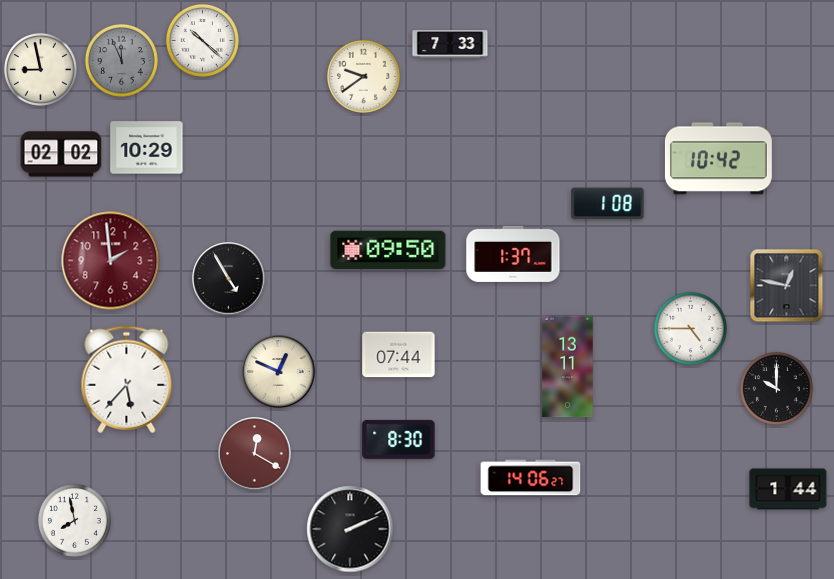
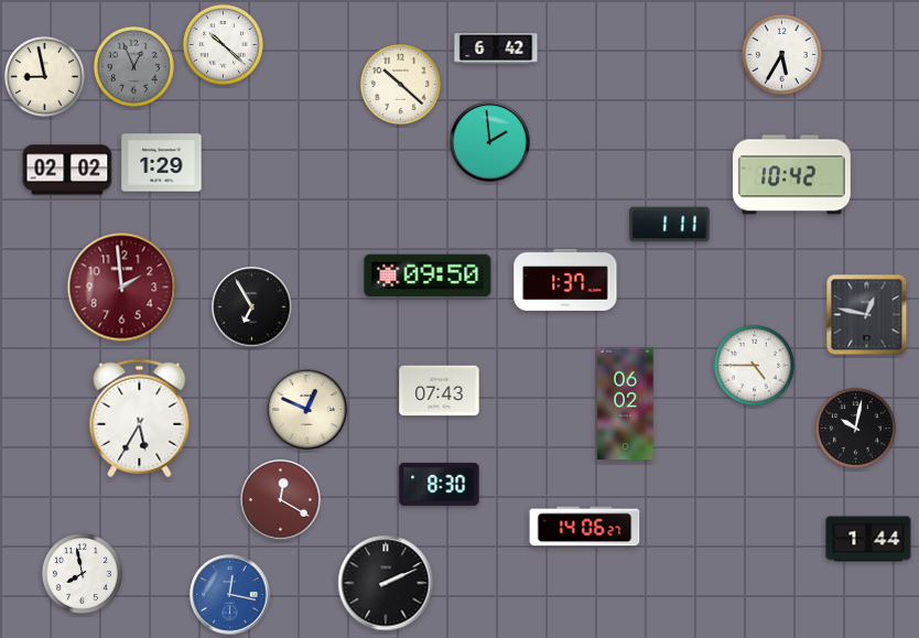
clock at (450, 44): 7:33 -> 6:42
clock at (781, 54): none -> 5:35
clock at (121, 60): 11:56 -> 12:56
clock at (363, 76): 9:39 -> 10:22
clock at (490, 142): none -> 1:59
clock at (147, 148): 10:29 -> 1:29
clock at (608, 204): 1:08 -> 1:11
clock at (229, 279): 4:55 -> 6:55
clock at (690, 328) position: (690, 328) -> (754, 365)
clock at (399, 355): 07:44 -> 07:43
clock at (568, 367): 13:11 -> 06:02
clock at (127, 380): 5:37 -> 5:35
clock at (776, 388): 10:00 -> 10:02
clock at (230, 595): none -> 12:17
